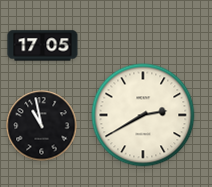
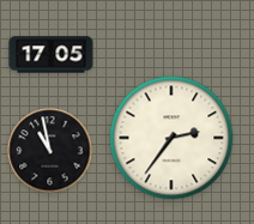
clock at (143, 115): 2:40 -> 2:36
